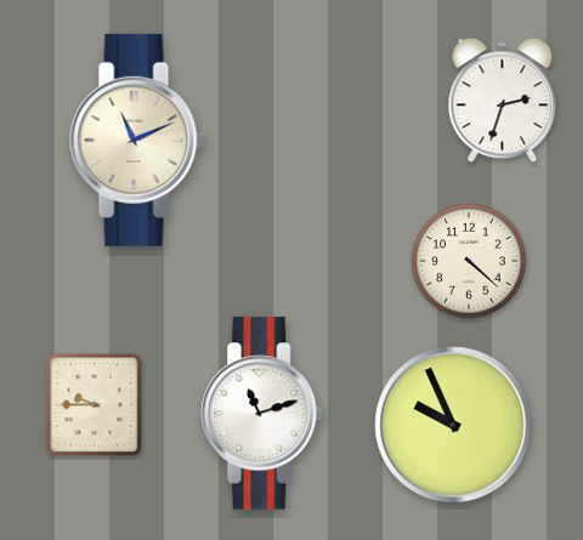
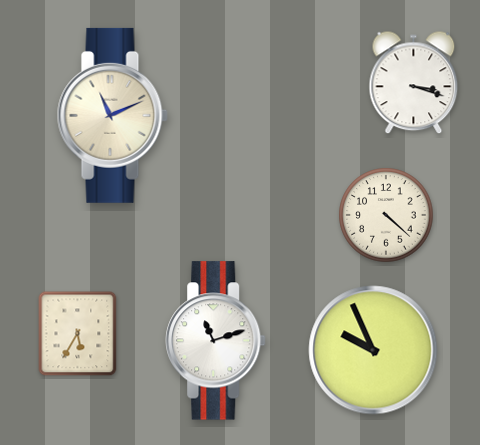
clock at (503, 101): 2:33 -> 3:18
clock at (95, 405): 9:45 -> 5:35
